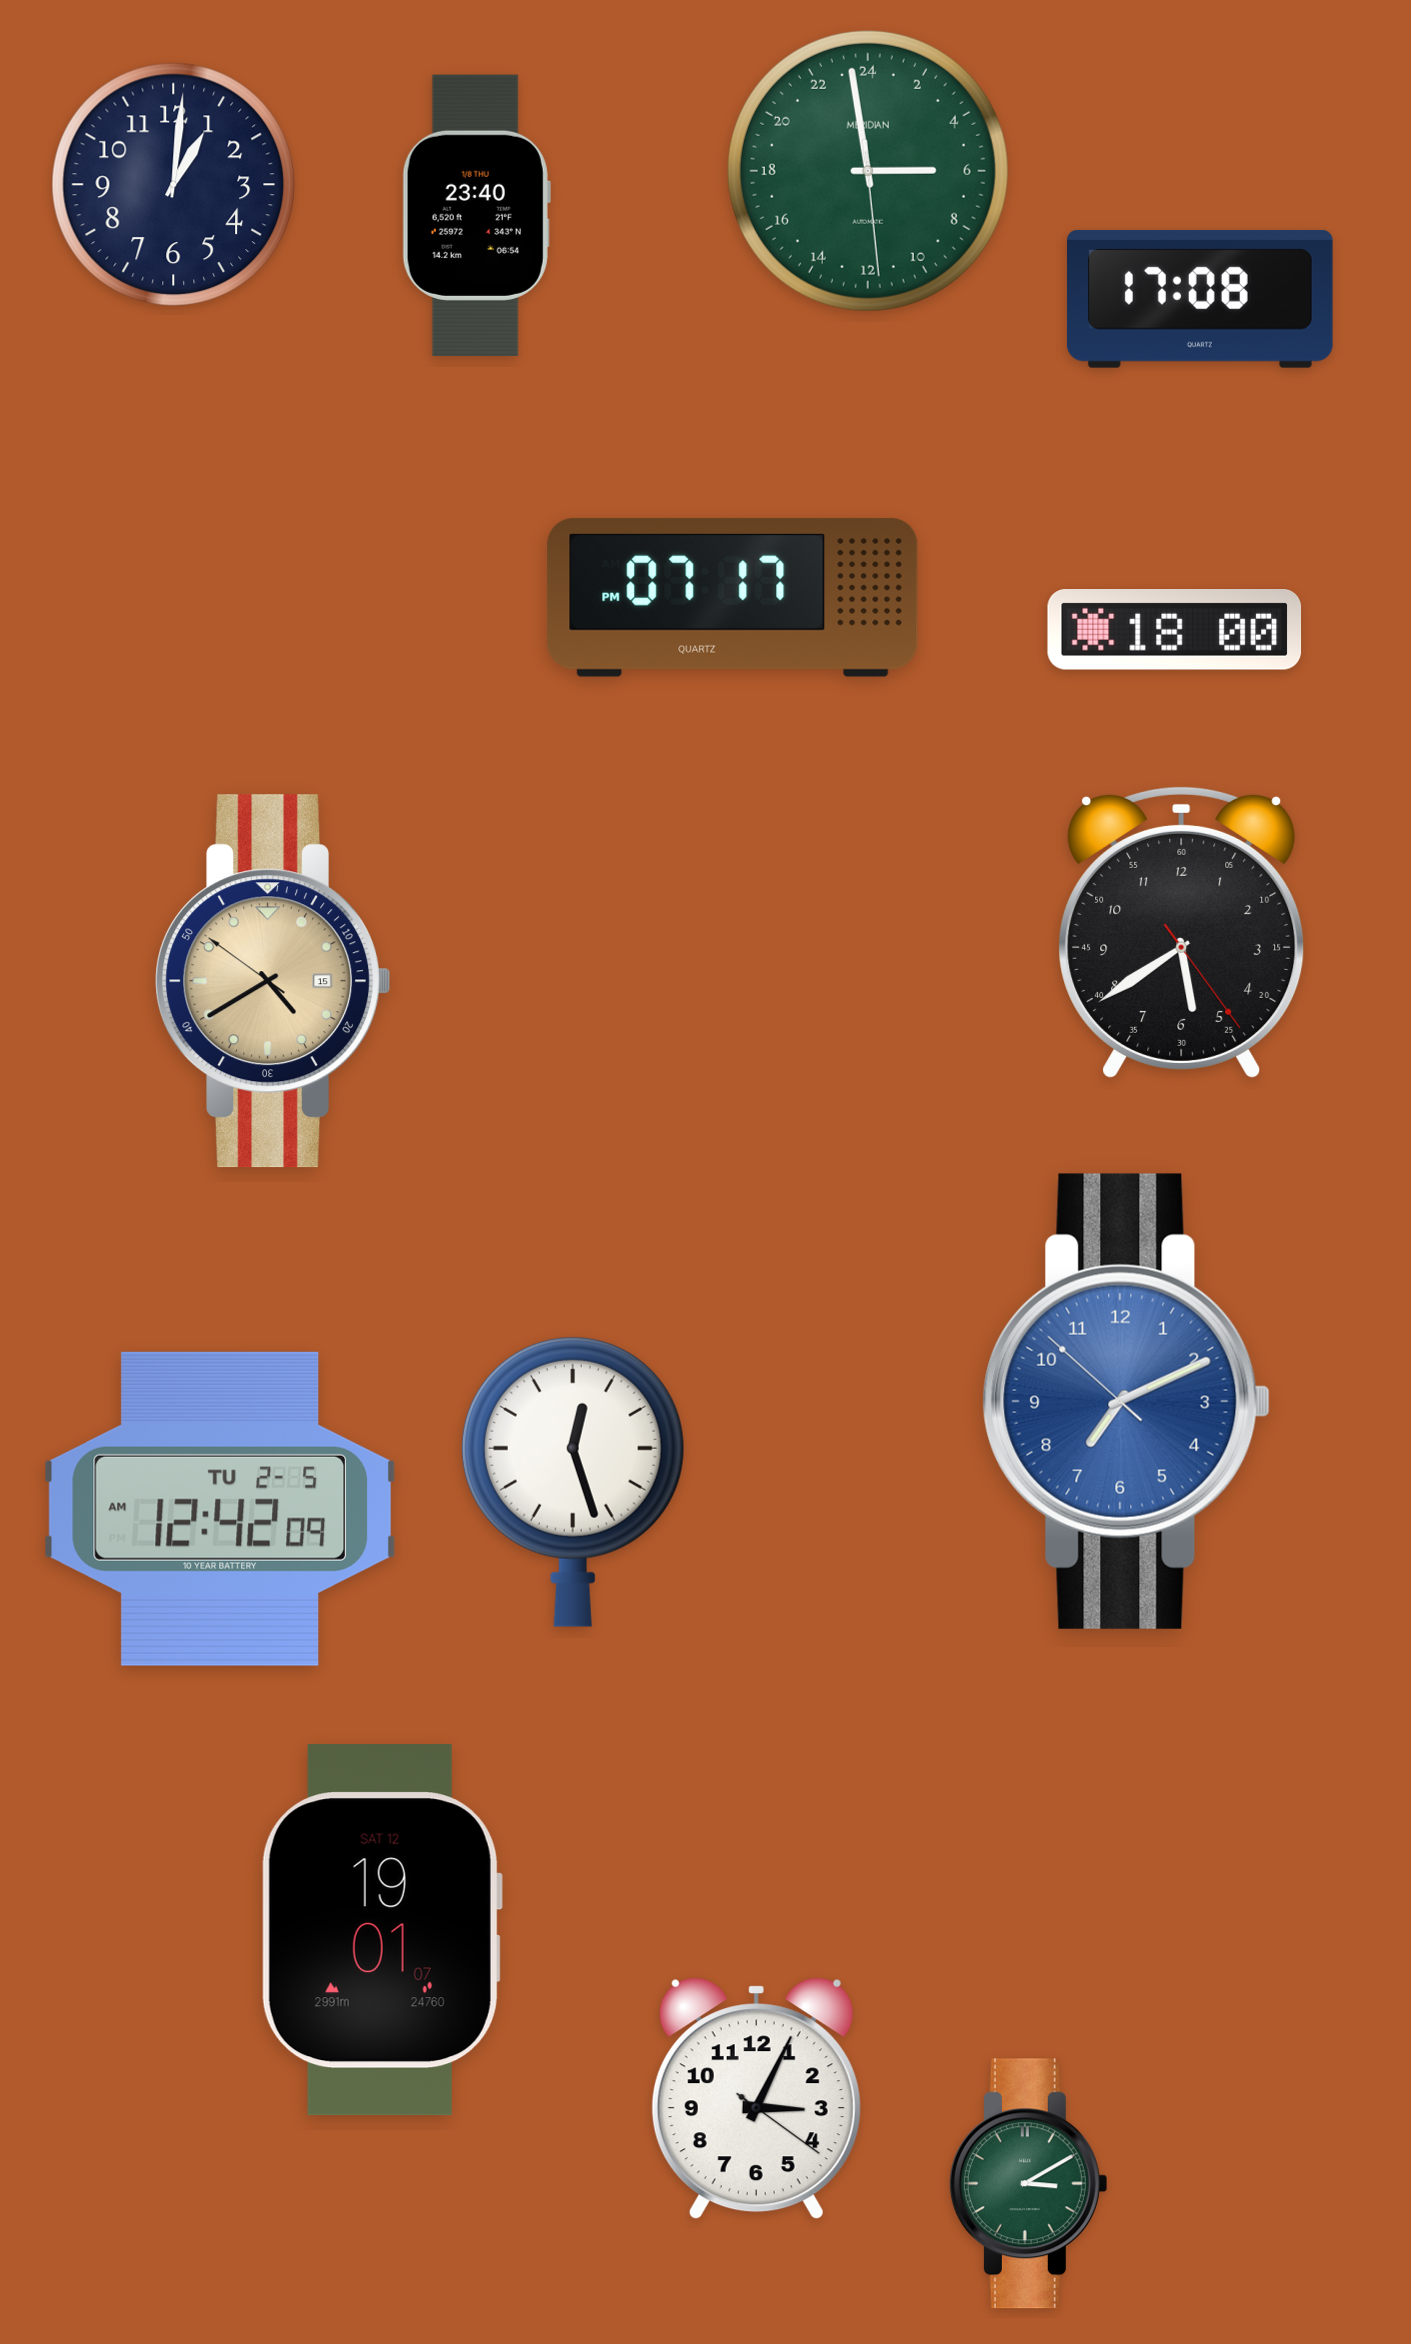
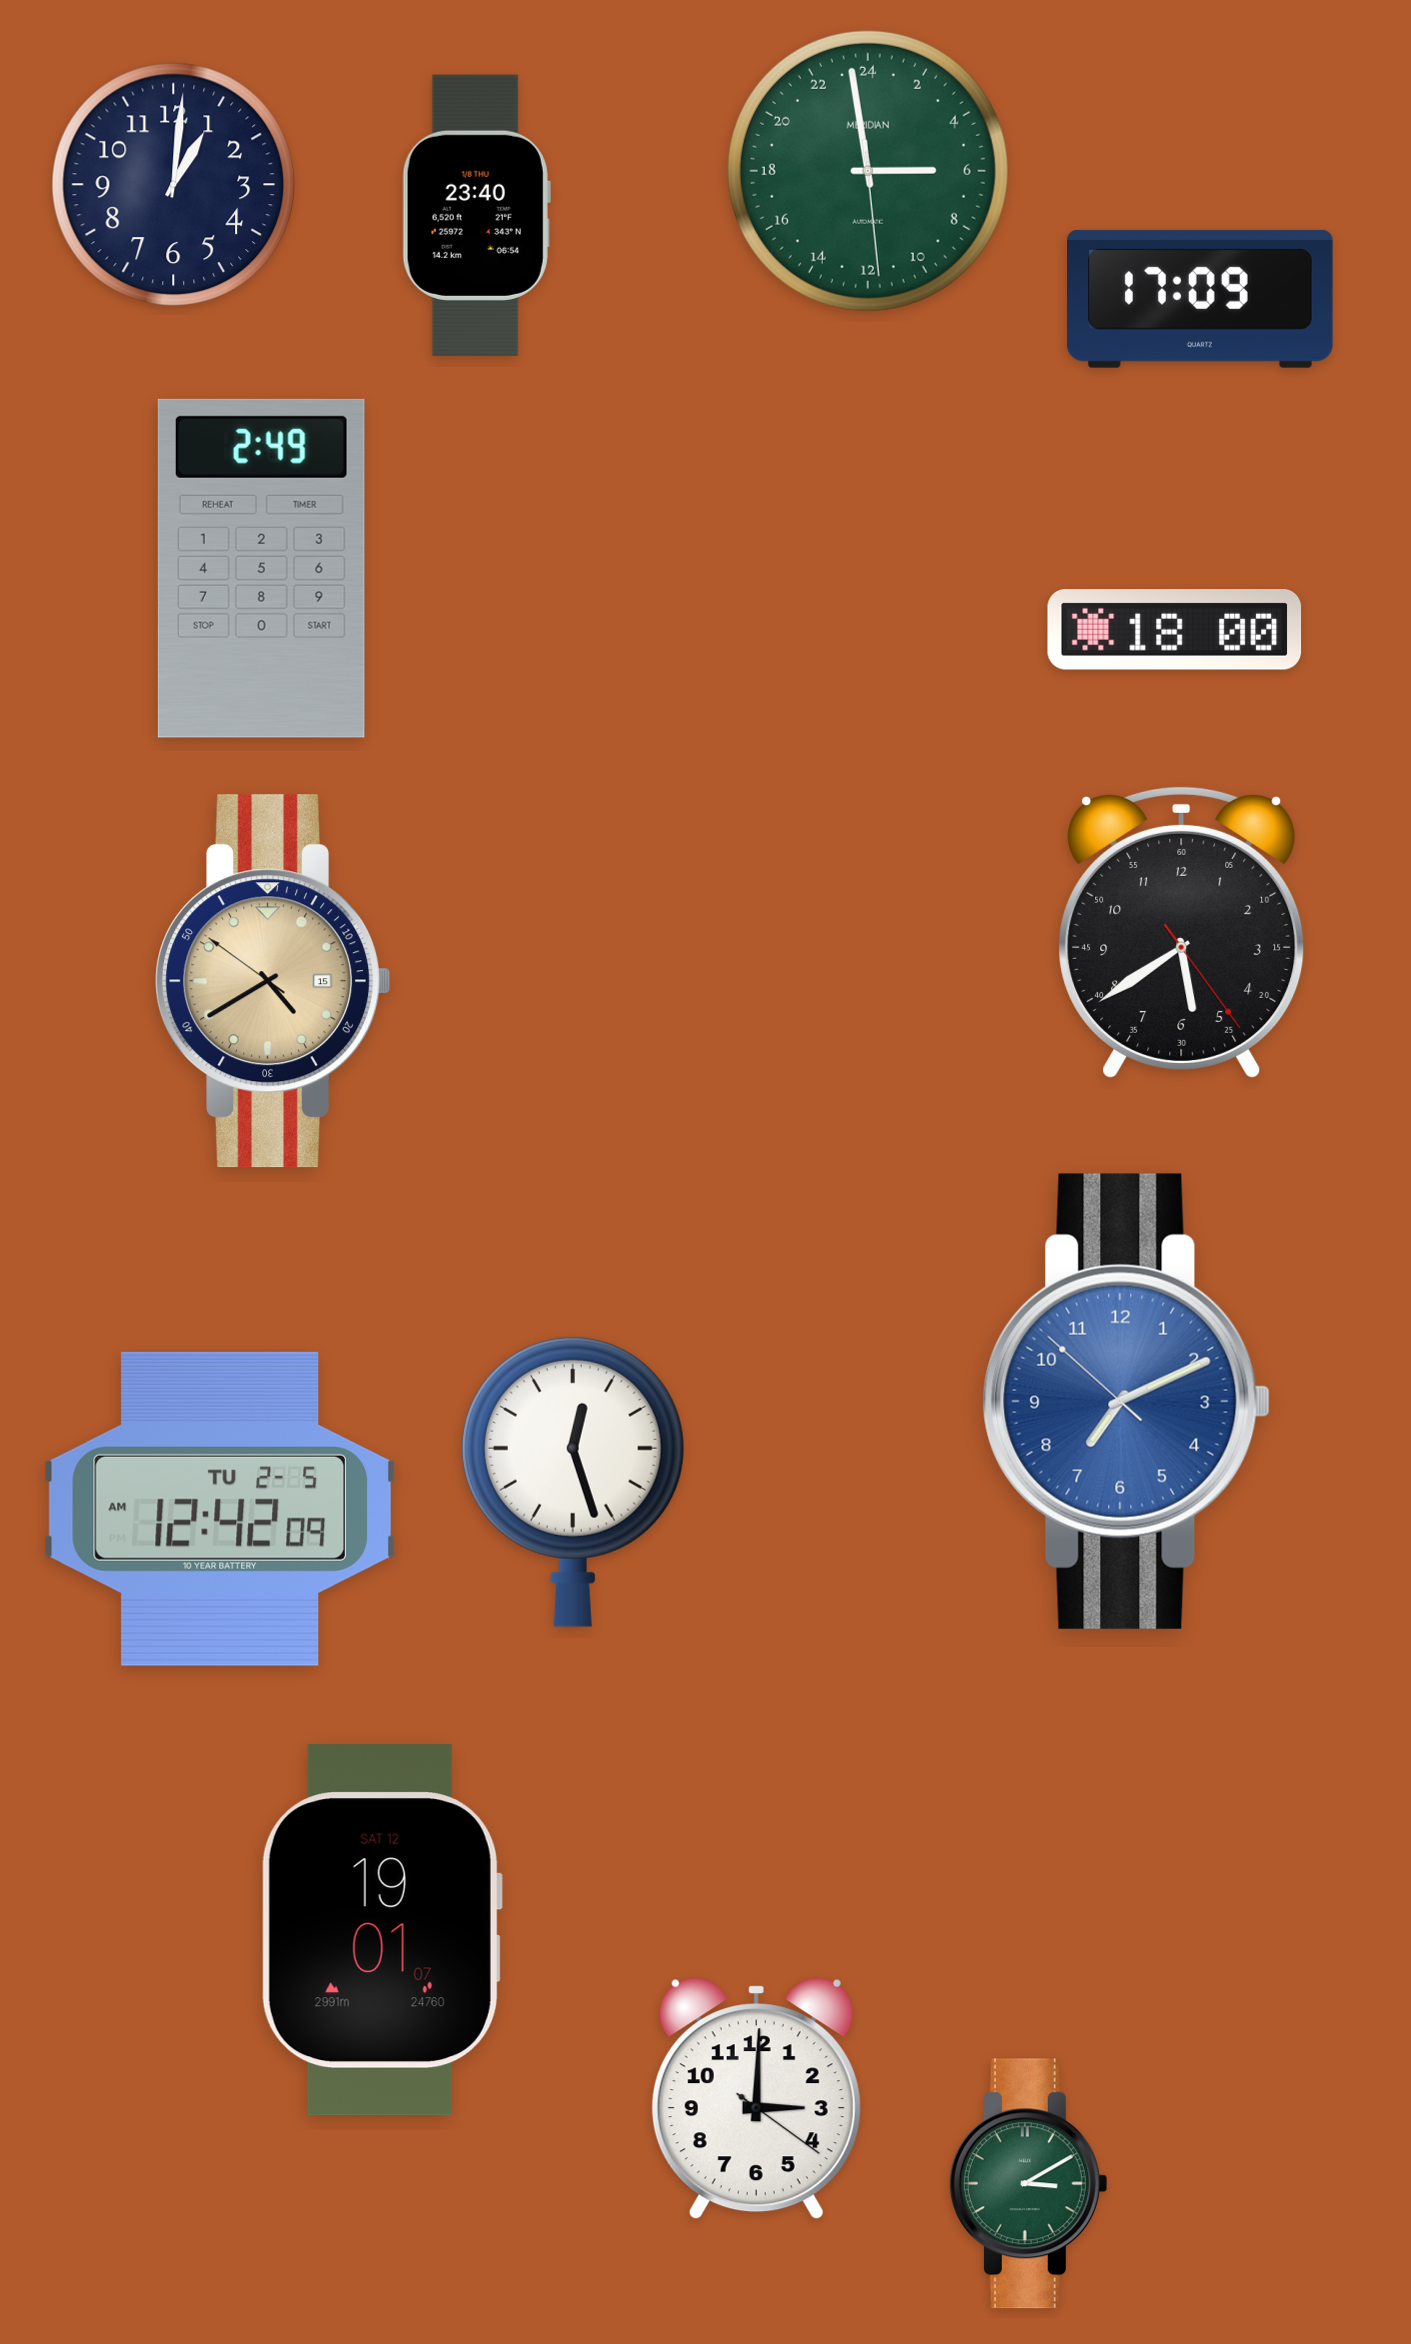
clock at (1200, 299): 17:08 -> 17:09
clock at (261, 568): none -> 2:49
clock at (733, 597): 07:17 -> none
clock at (756, 2099): 3:04 -> 3:00
